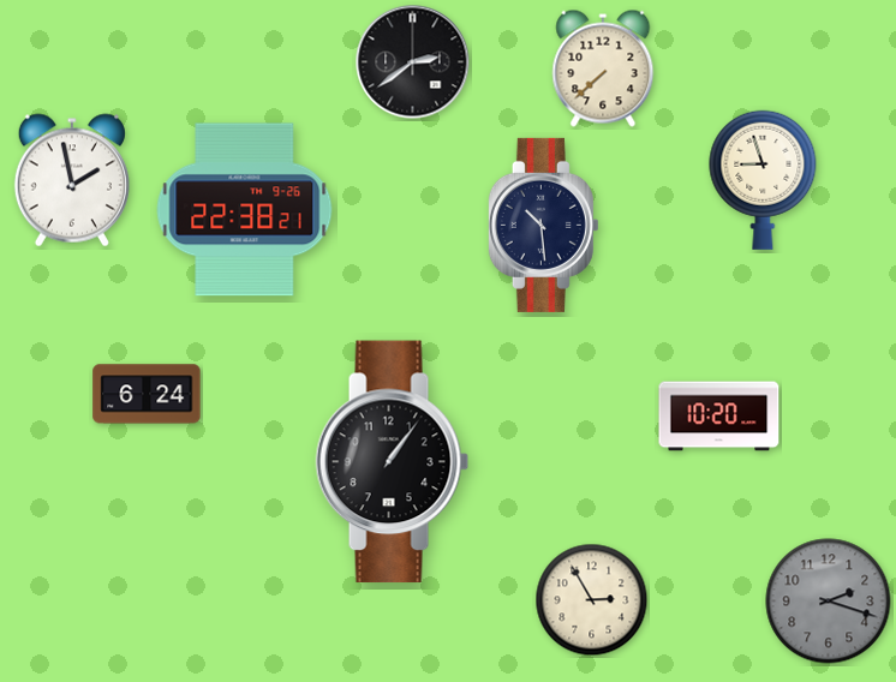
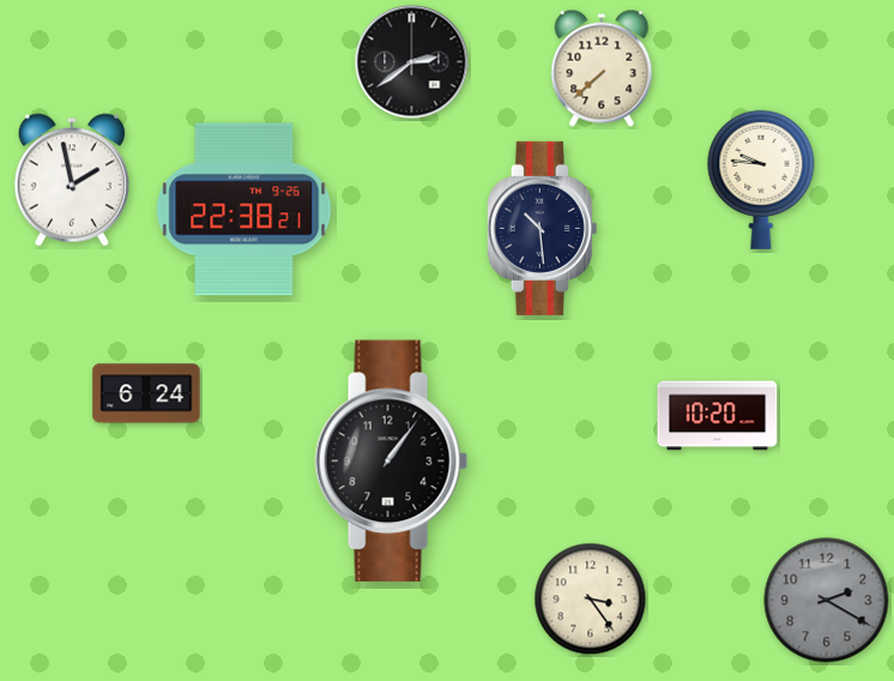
clock at (763, 180): 8:57 -> 9:46
clock at (543, 225) position: (543, 225) -> (542, 228)
clock at (592, 600): 2:55 -> 3:24
clock at (829, 602): 2:18 -> 2:20
